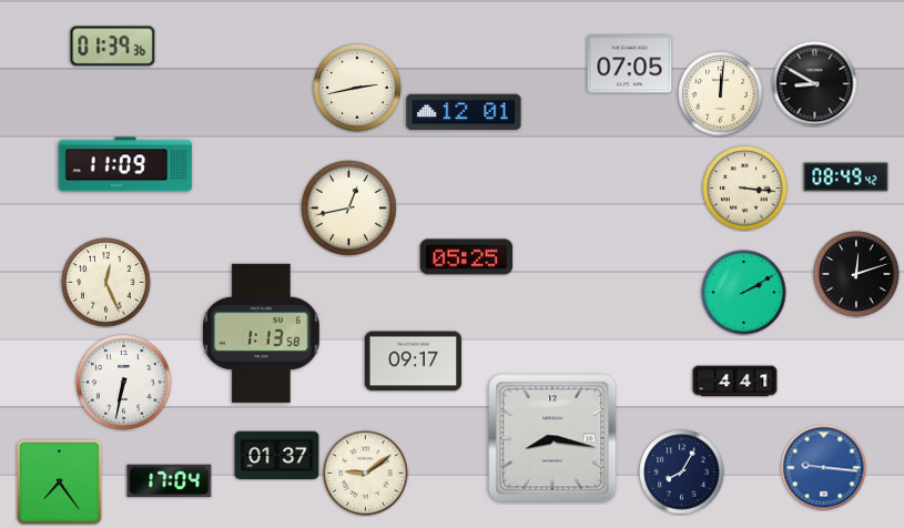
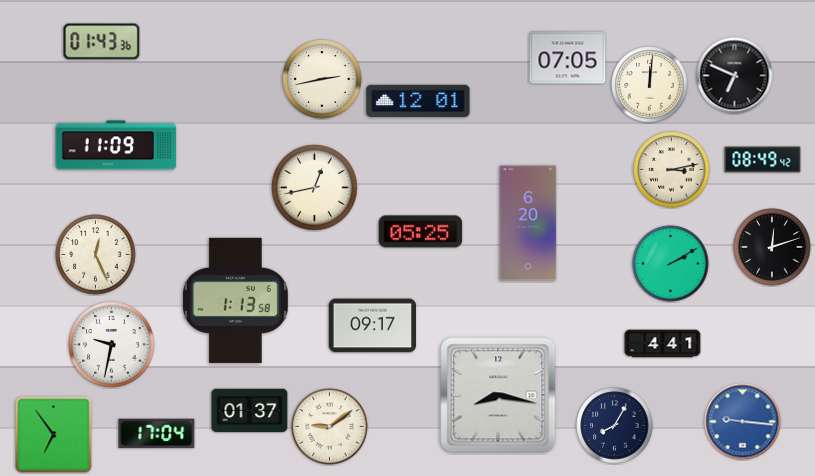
clock at (113, 47): 01:39 -> 01:43
clock at (815, 84): 8:50 -> 6:49
clock at (125, 164) position: (125, 164) -> (116, 145)
clock at (745, 189): 3:16 -> 3:13
clock at (528, 223): none -> 6:20
clock at (124, 383): 6:32 -> 9:32
clock at (170, 481) position: (170, 481) -> (157, 434)
clock at (60, 483): 7:24 -> 6:54
